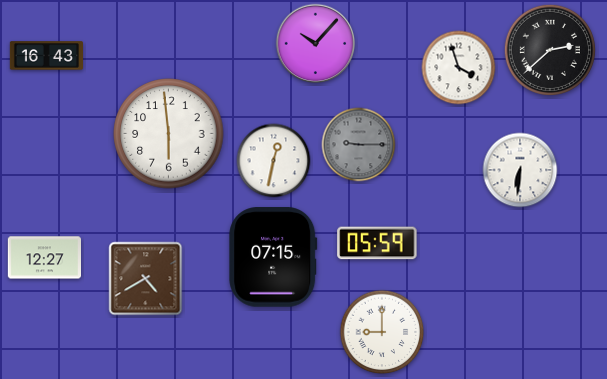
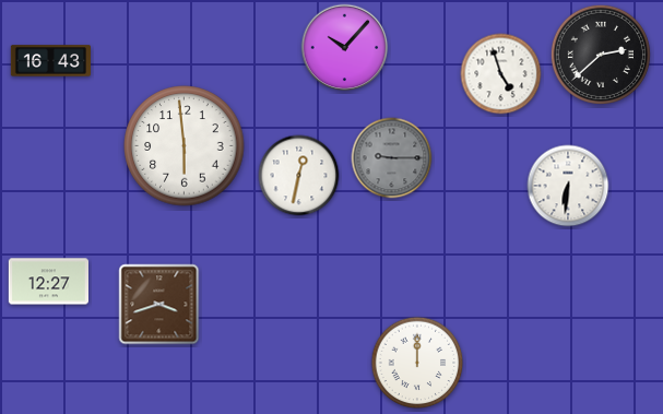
clock at (459, 68): 3:57 -> 4:57
clock at (377, 243): 05:59 -> none
clock at (273, 257): 07:15 -> none
clock at (146, 279): 4:40 -> 3:42
clock at (382, 332): 9:00 -> 12:00
